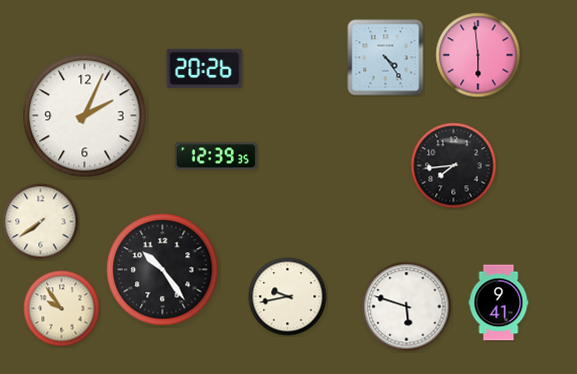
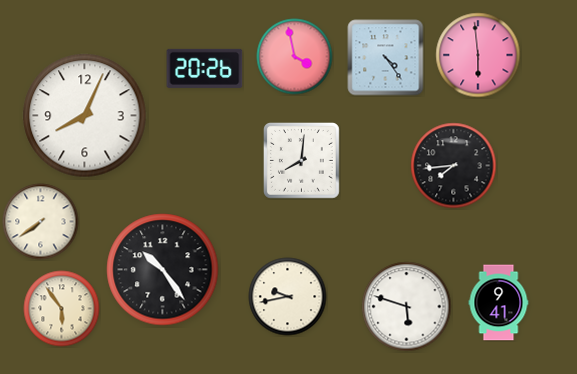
clock at (295, 57): none -> 3:58
clock at (85, 116): 2:04 -> 8:04
clock at (215, 156): 12:39 -> none
clock at (302, 161): none -> 8:01
clock at (62, 309): 9:54 -> 5:54
